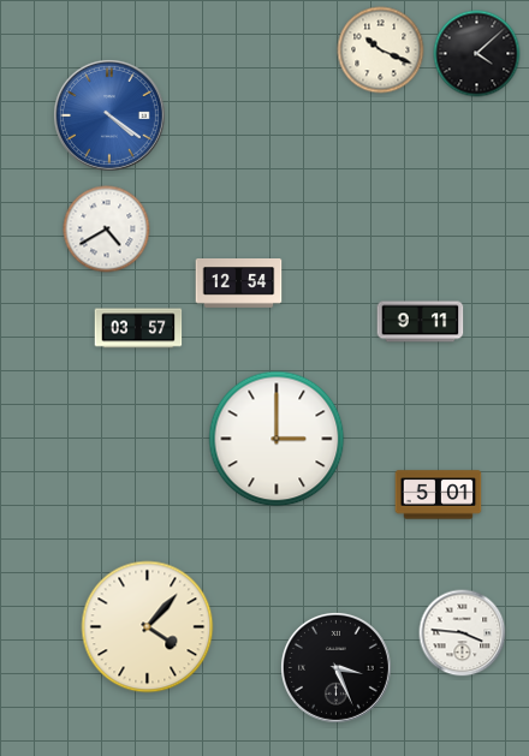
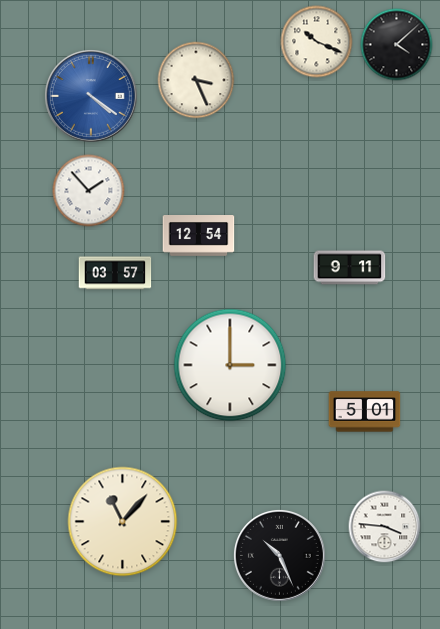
clock at (196, 80): none -> 3:26
clock at (107, 230): 4:40 -> 1:53
clock at (148, 627): 4:07 -> 11:07
clock at (335, 667): 3:26 -> 10:26
